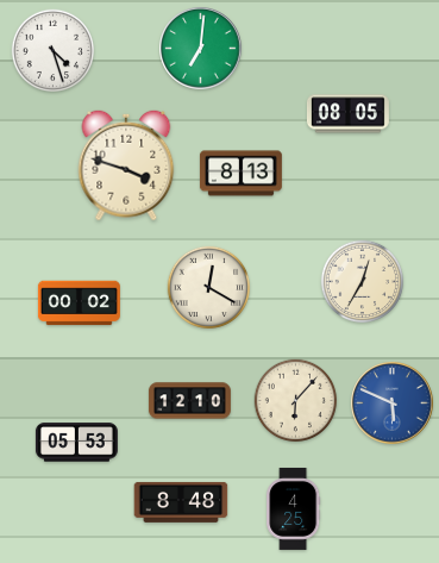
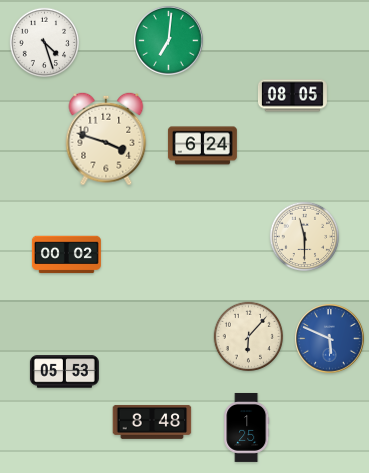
clock at (240, 174): 8:13 -> 6:24
clock at (363, 282): 12:35 -> 11:30
clock at (209, 288): 12:20 -> none
clock at (189, 401): 12:10 -> none
clock at (294, 508): 4:25 -> 1:25
